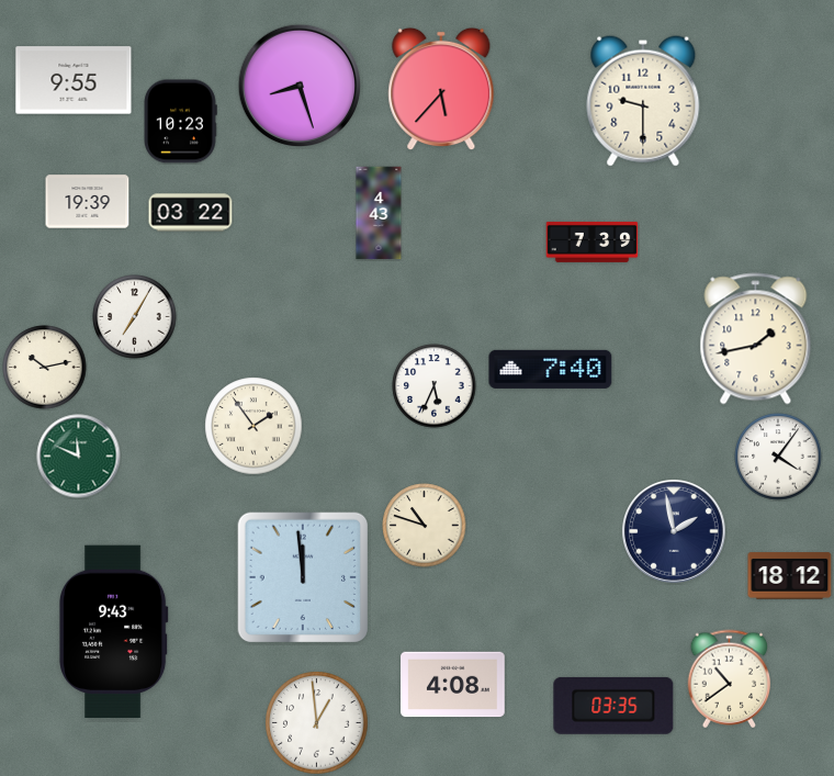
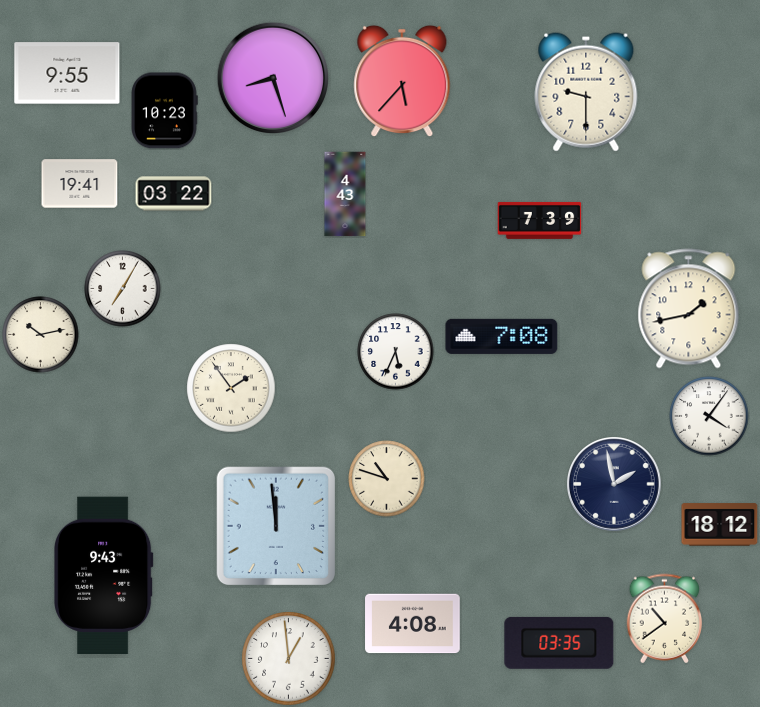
clock at (88, 202): 19:39 -> 19:41
clock at (551, 369): 7:40 -> 7:08
clock at (79, 457): 11:49 -> none
